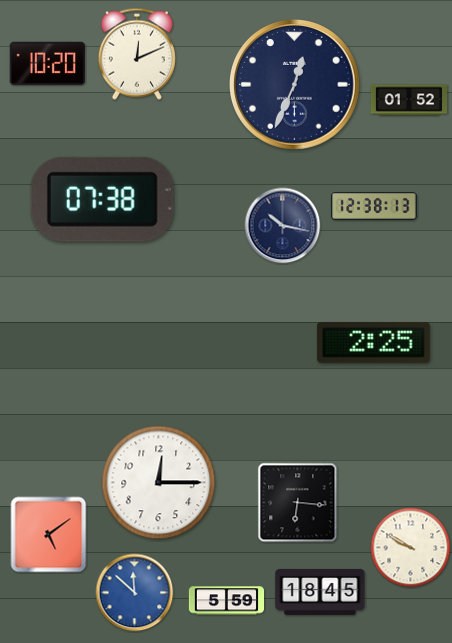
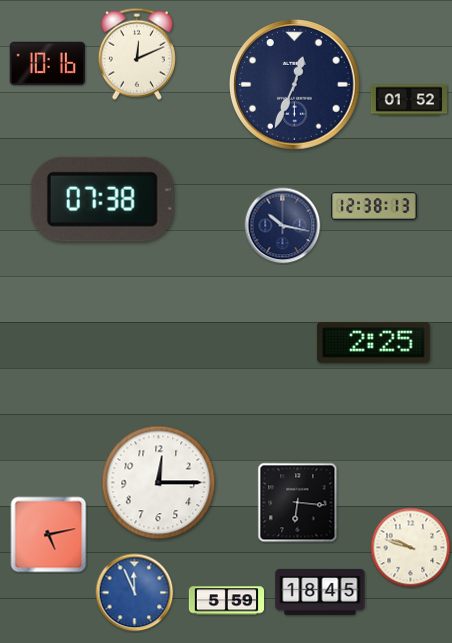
clock at (47, 63): 10:20 -> 10:16
clock at (49, 535): 5:09 -> 5:13
clock at (411, 548): 9:50 -> 9:48
clock at (135, 593): 11:52 -> 11:56
